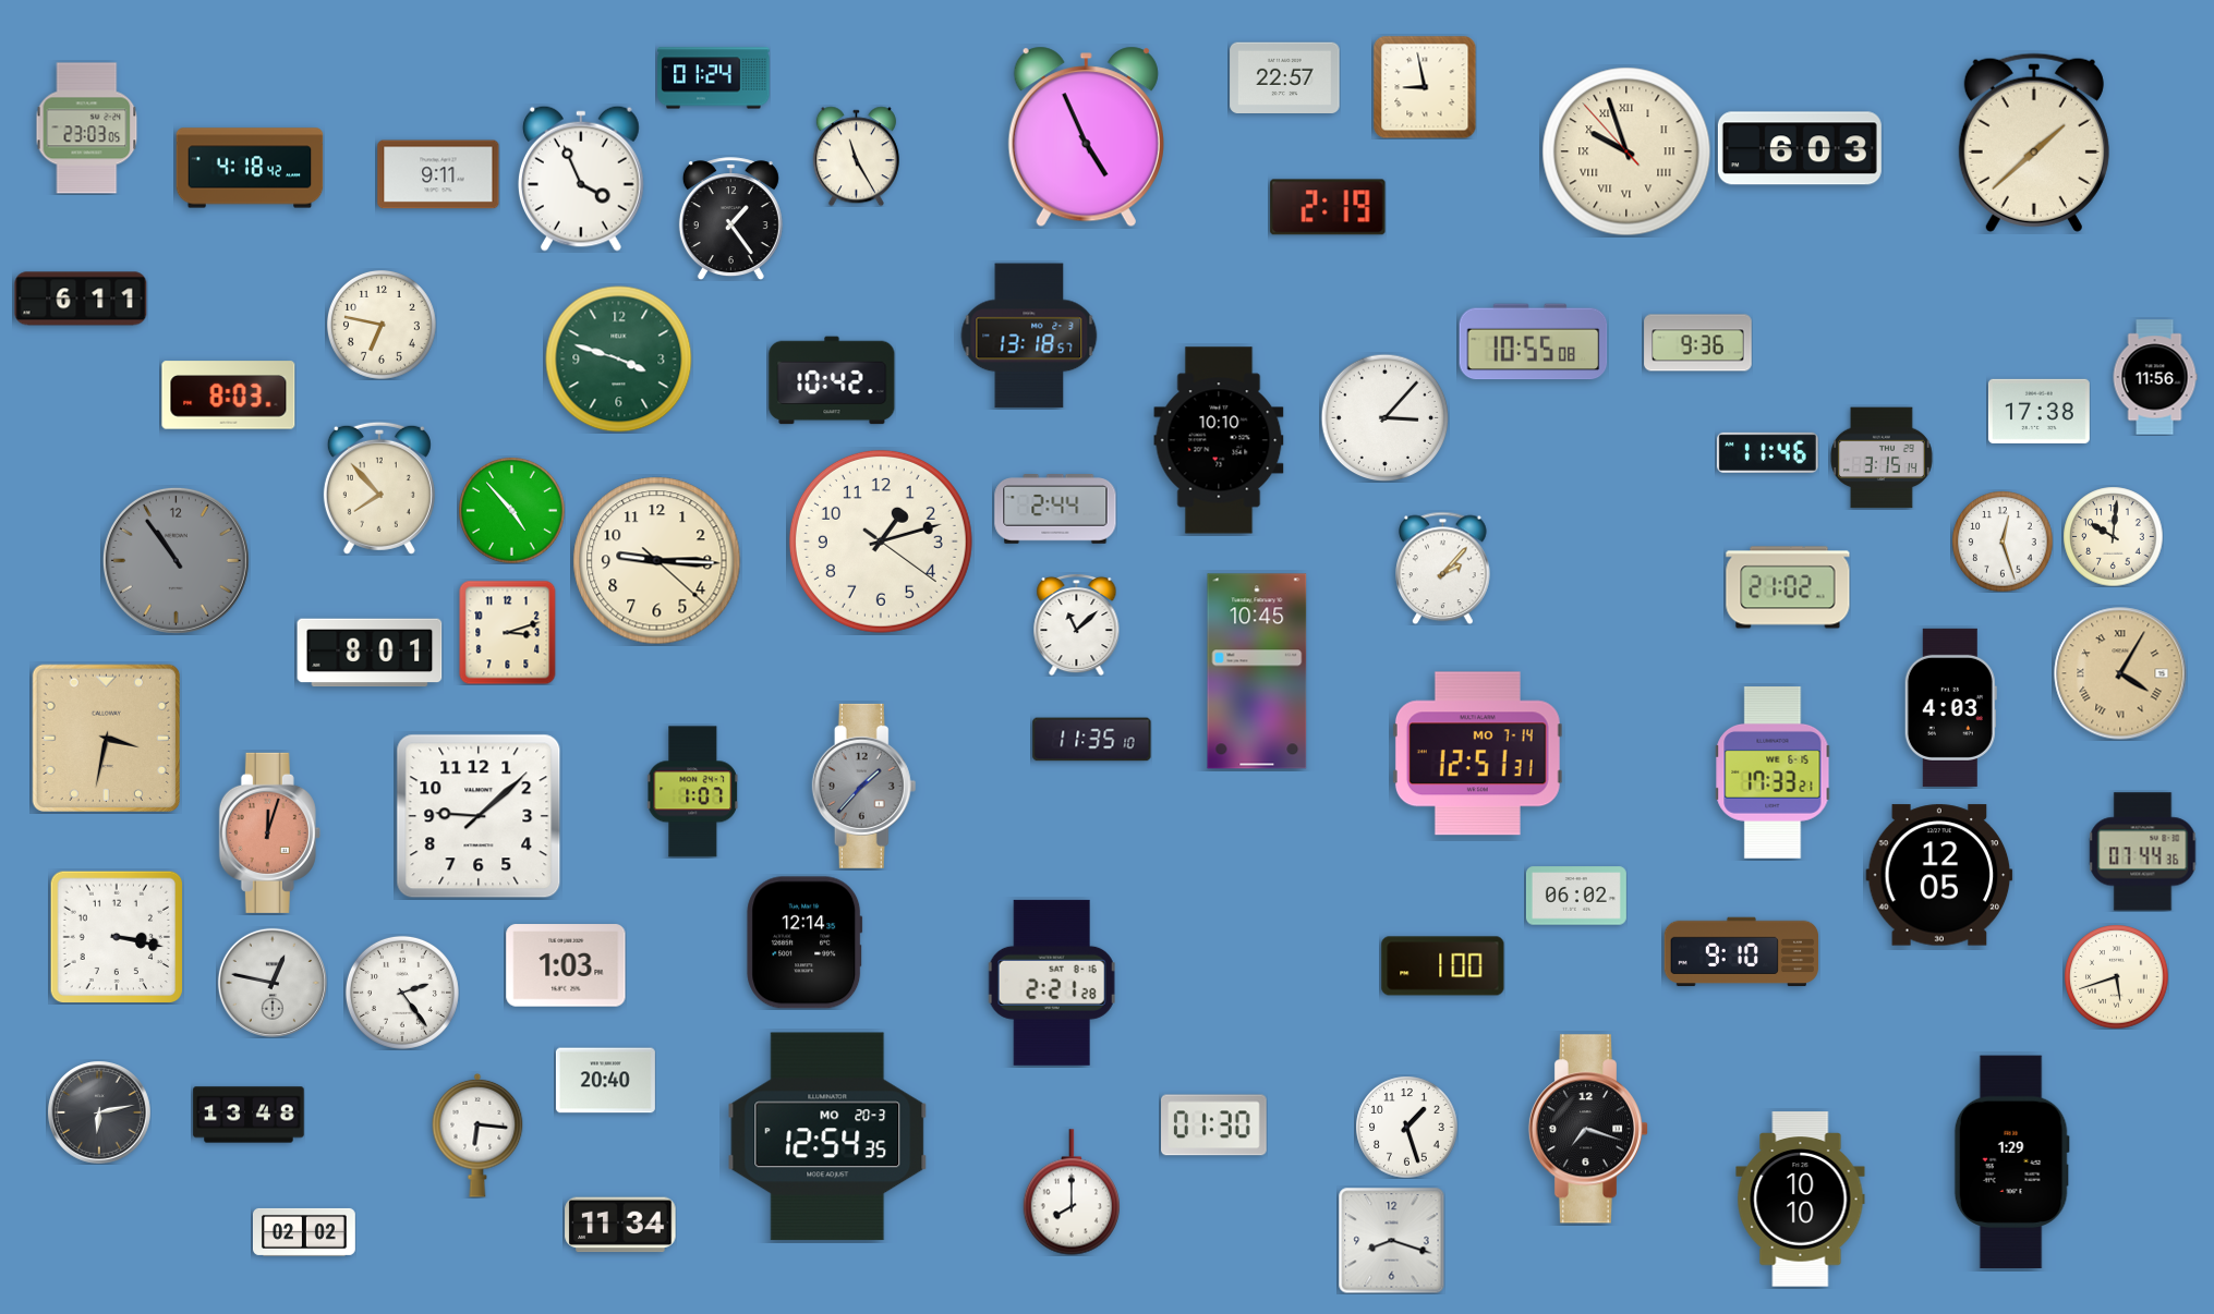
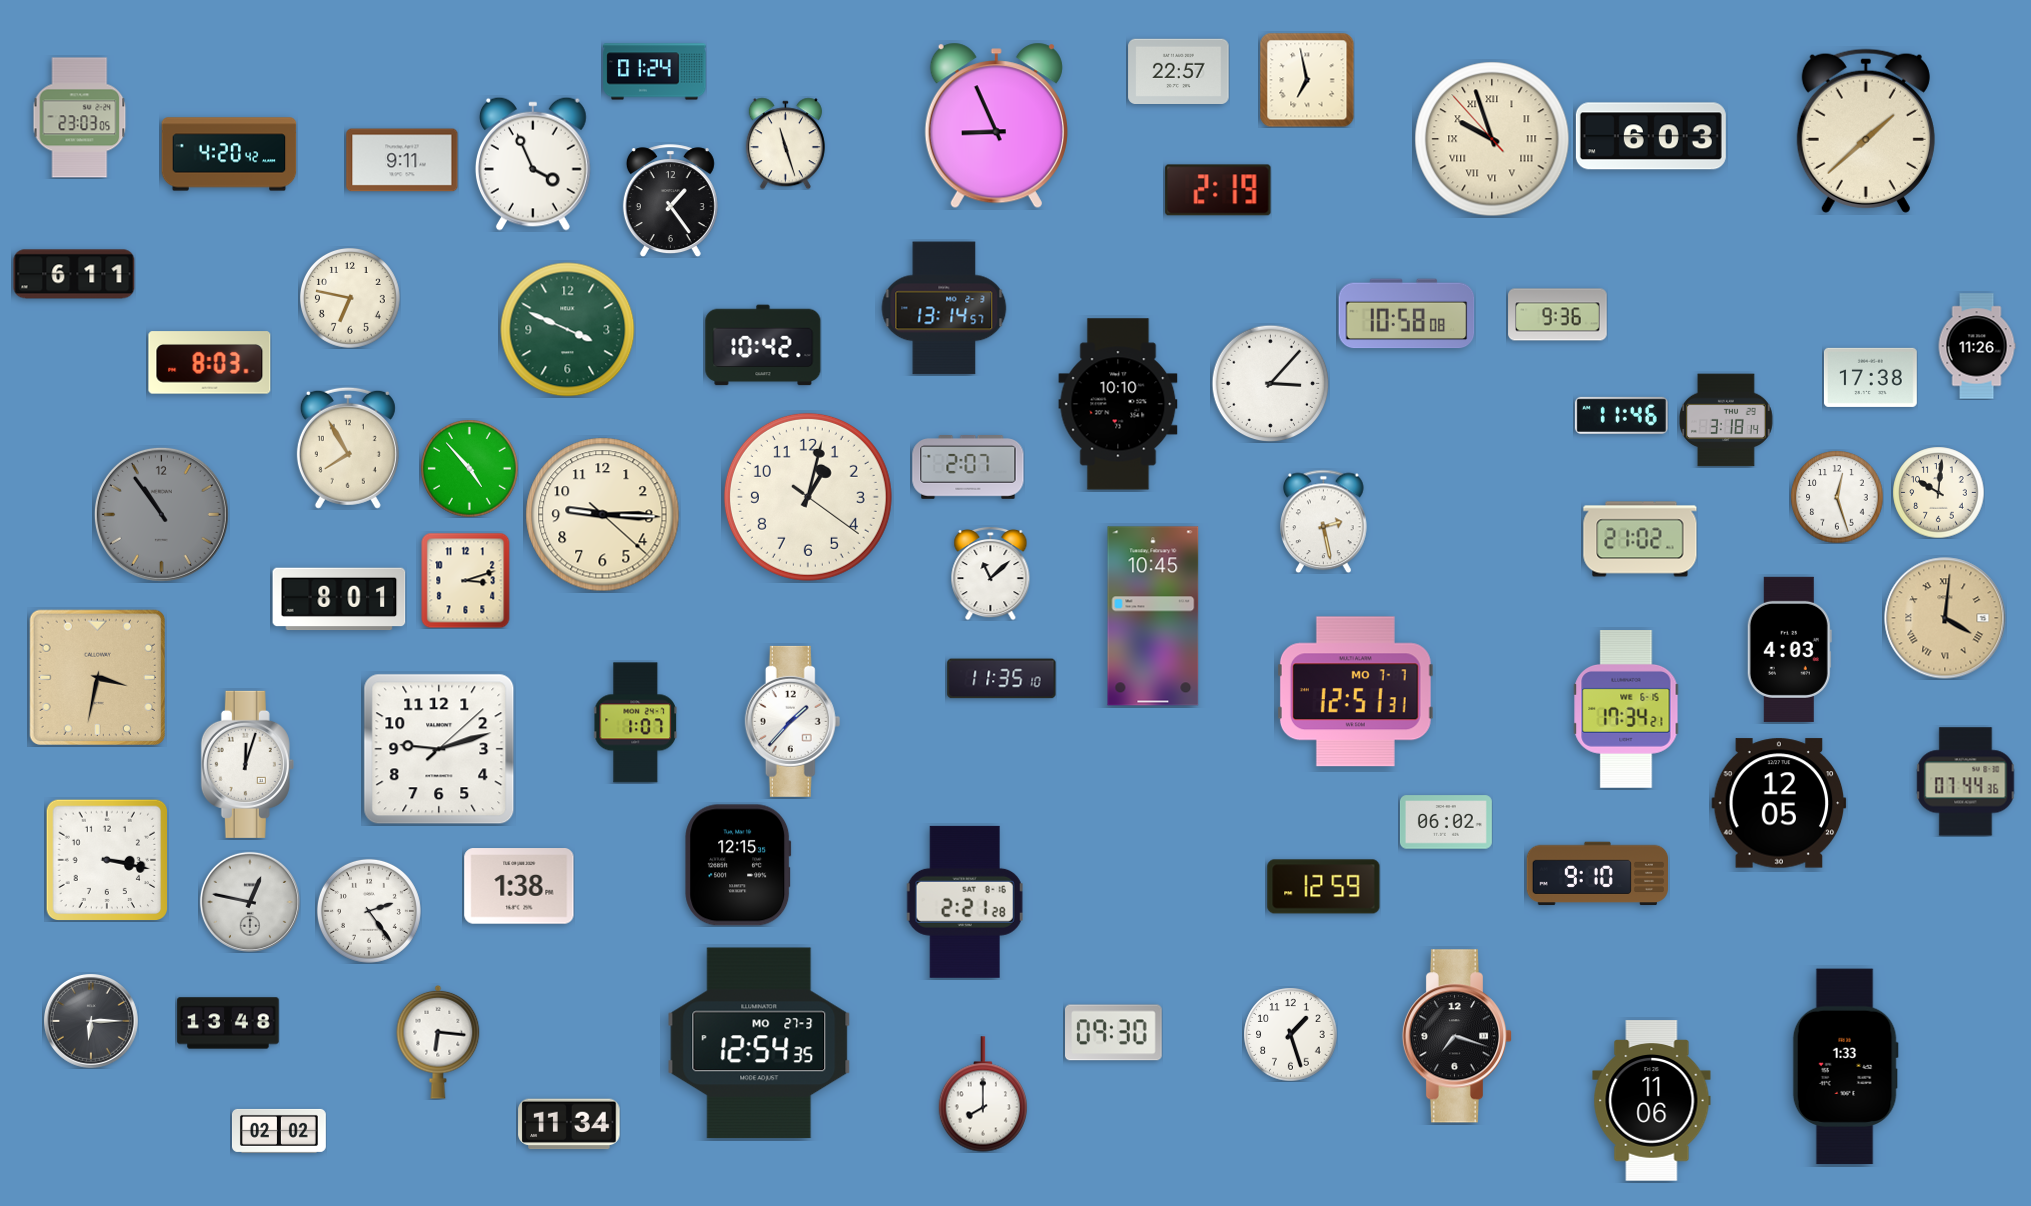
clock at (1425, 87): 8:58 -> 6:58
clock at (1086, 137): 4:56 -> 8:56
clock at (856, 156): 11:25 -> 11:27
clock at (250, 168): 4:18 -> 4:20
clock at (1029, 336): 13:18 -> 13:14
clock at (1534, 342): 10:55 -> 10:58
clock at (619, 360): 3:48 -> 3:49
clock at (2155, 377): 11:56 -> 11:26
clock at (832, 380) position: (832, 380) -> (763, 345)
clock at (1882, 458): 3:15 -> 3:18
clock at (379, 488): 7:53 -> 7:55
clock at (1055, 510): 2:44 -> 2:07
clock at (881, 542): 1:12 -> 1:02
clock at (1443, 568): 2:07 -> 2:28
clock at (1077, 624) position: (1077, 624) -> (991, 573)
clock at (2120, 673): 4:05 -> 4:01
clock at (1477, 754) date: MO 7-14 -> MO 7-7
clock at (1773, 774): 17:33 -> 17:34
clock at (864, 786) dial: grey -> white
clock at (693, 792) position: (693, 792) -> (636, 723)
clock at (479, 816): 9:08 -> 9:12
clock at (269, 832) dial: salmon -> white
clock at (804, 942): 12:14 -> 12:15
clock at (566, 965): 1:03 -> 1:38
clock at (1443, 966): 1:00 -> 12:59
clock at (2116, 976): 5:42 -> none
clock at (605, 1081): 20:40 -> none
clock at (99, 1112): 6:13 -> 6:15
clock at (1214, 1126): 01:30 -> 09:30
clock at (827, 1136) date: MO 20-3 -> MO 27-3
clock at (2011, 1163): 1:29 -> 1:33
clock at (1801, 1200): 10:10 -> 11:06
clock at (1391, 1240): 8:18 -> none
